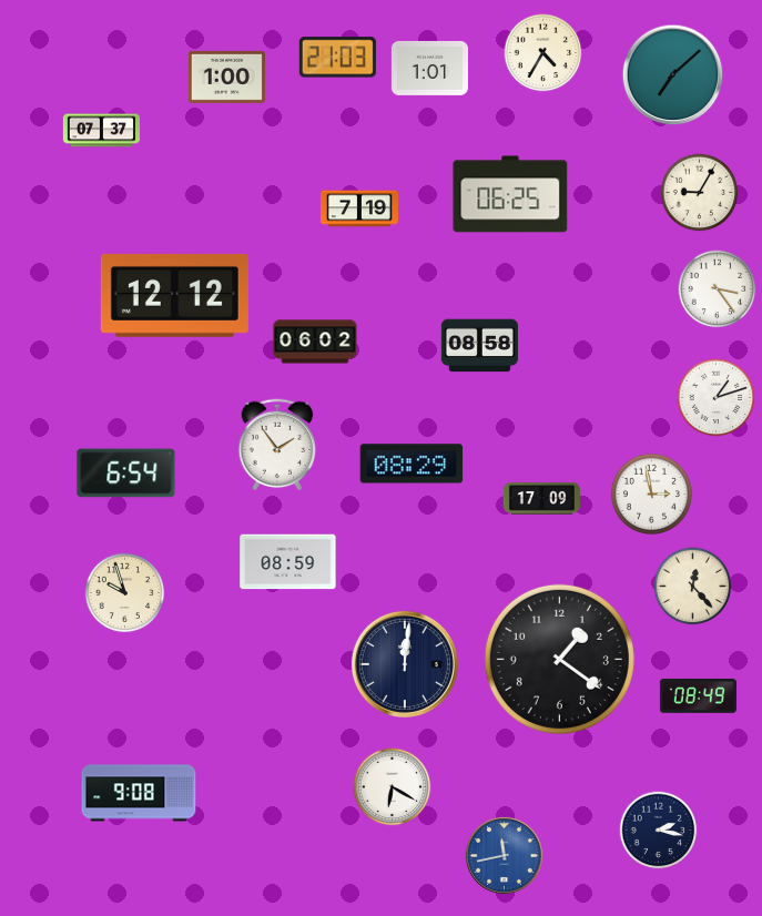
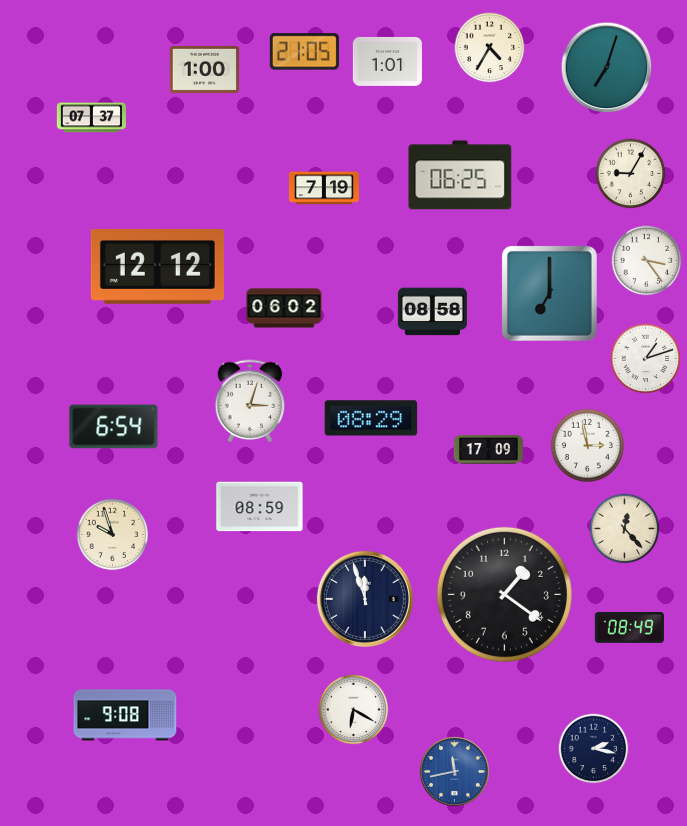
clock at (337, 58): 21:03 -> 21:05
clock at (673, 75): 7:08 -> 7:03
clock at (550, 294): none -> 7:00
clock at (277, 445): 1:54 -> 3:03
clock at (405, 664): 12:01 -> 11:57
